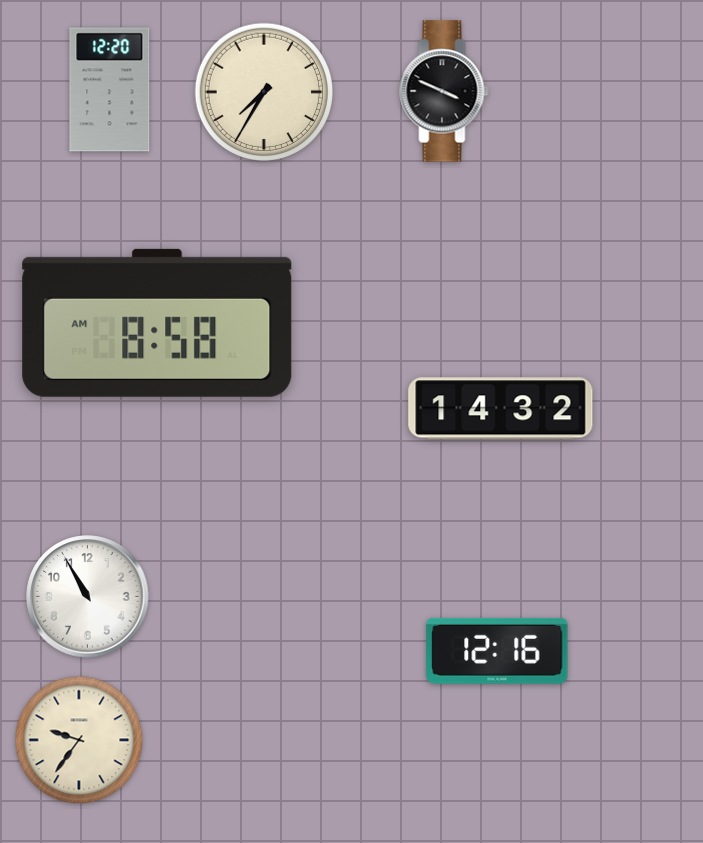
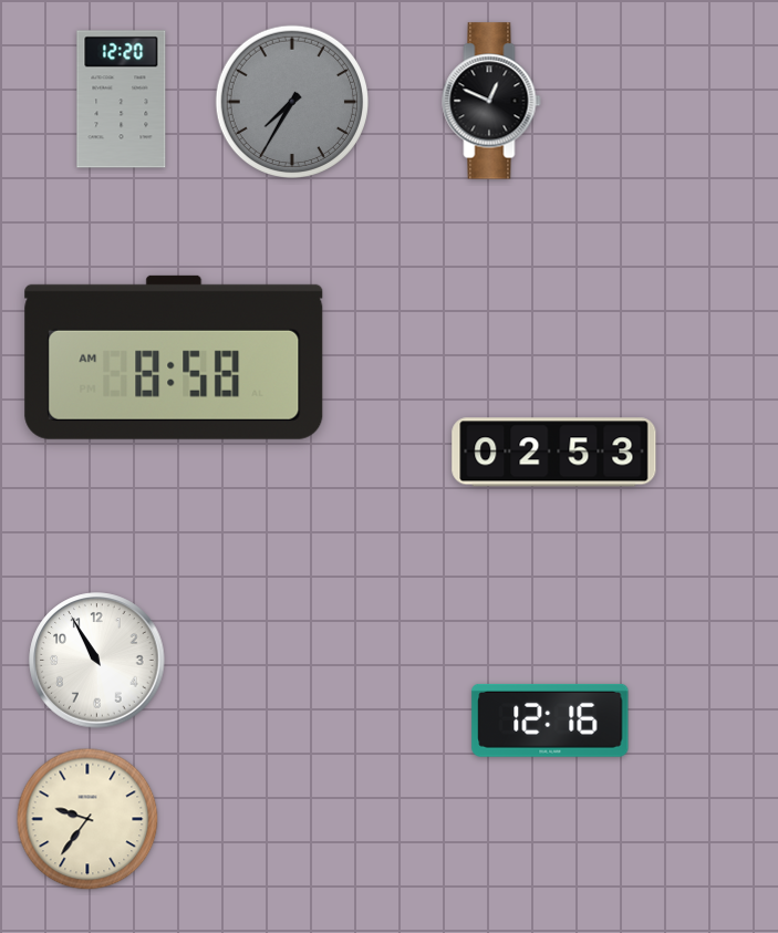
clock at (263, 91) dial: cream -> grey
clock at (444, 91): 3:49 -> 12:49
clock at (501, 409): 14:32 -> 02:53
